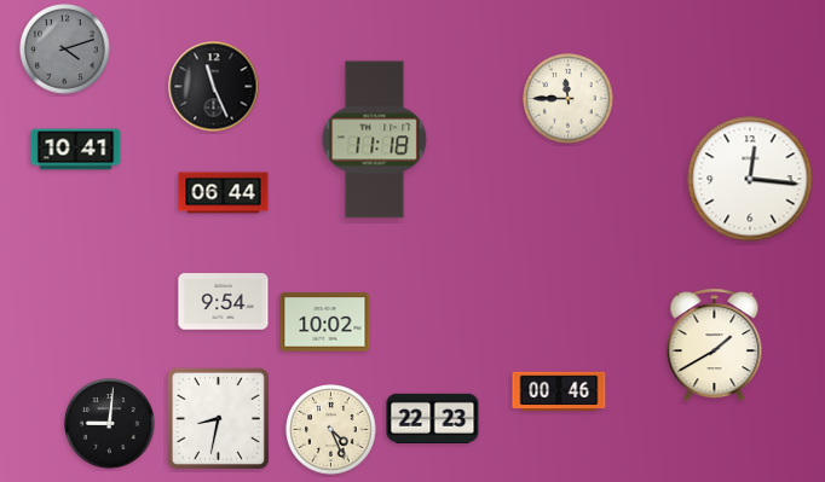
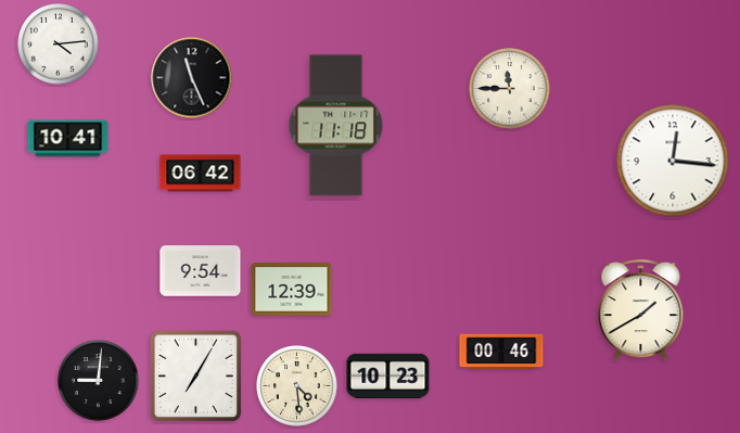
clock at (65, 50): 4:12 -> 4:14
clock at (65, 50) dial: grey -> white
clock at (76, 150) position: (76, 150) -> (68, 139)
clock at (224, 193): 06:44 -> 06:42
clock at (325, 323): 10:02 -> 12:39
clock at (218, 418): 8:32 -> 7:05
clock at (433, 418): 22:23 -> 10:23
clock at (331, 430): 4:26 -> 4:29
